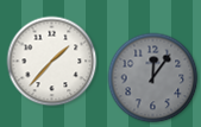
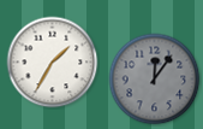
clock at (52, 62): 1:37 -> 1:35
